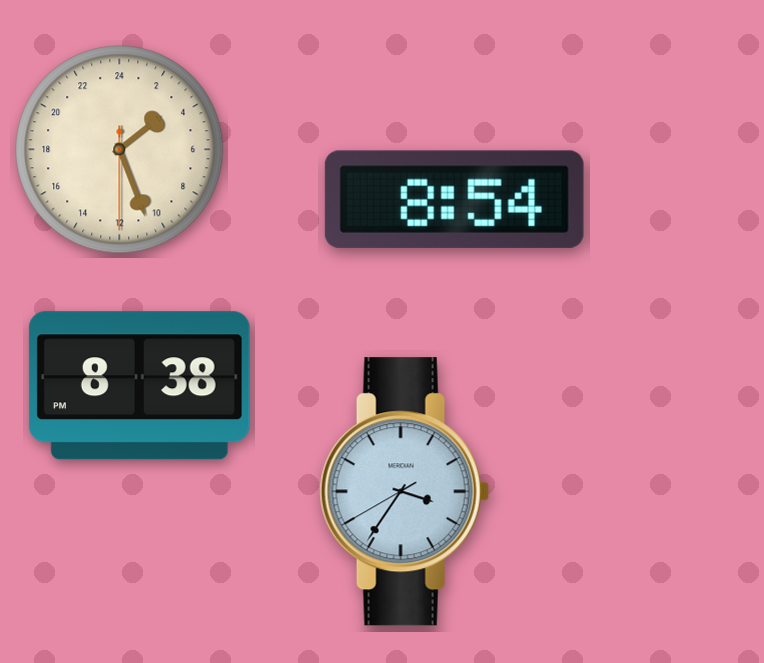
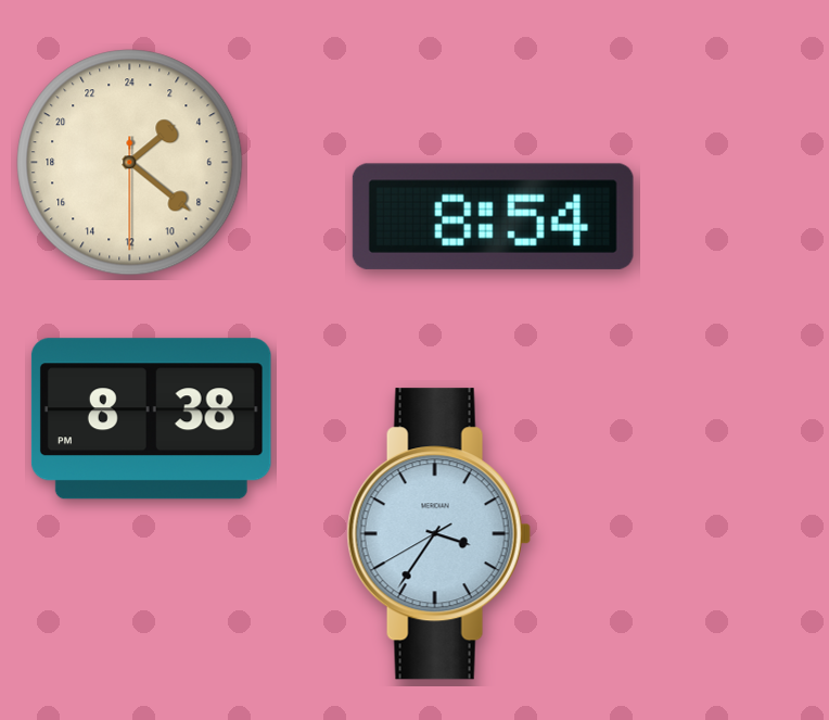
clock at (120, 150): 3:26 -> 3:21
